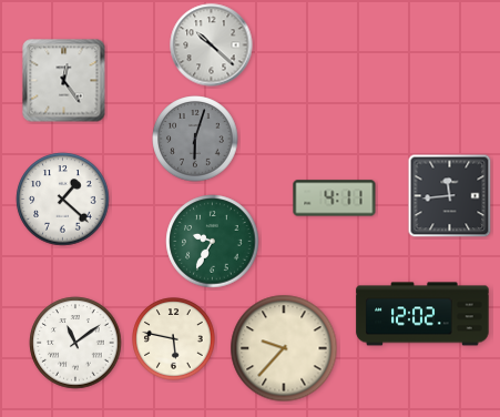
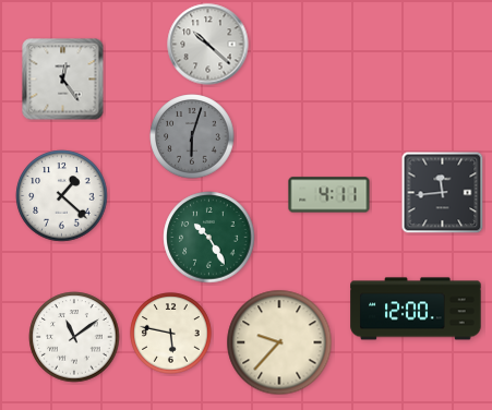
clock at (213, 242): 9:35 -> 10:25
clock at (422, 314): 12:02 -> 12:00
